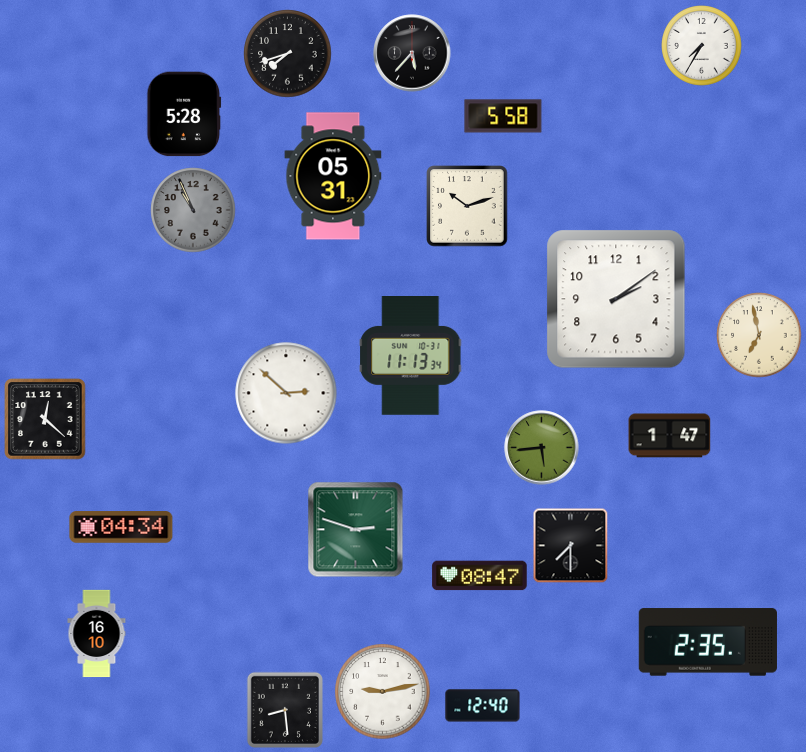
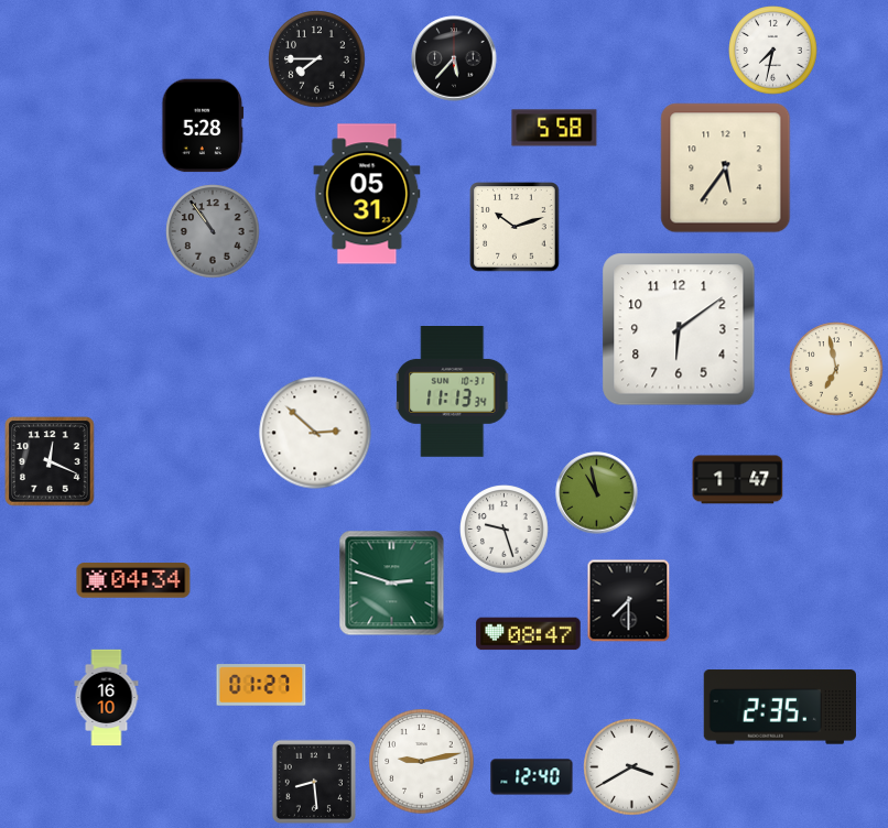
clock at (702, 46): 7:35 -> 7:32
clock at (288, 54): 7:42 -> 7:45
clock at (726, 168): none -> 5:36
clock at (193, 210): 10:56 -> 10:54
clock at (616, 299): 2:09 -> 6:09
clock at (45, 419): 12:22 -> 12:19
clock at (542, 448): 5:44 -> 10:58
clock at (505, 530): none -> 9:27
clock at (261, 685): none -> 01:27
clock at (632, 767): none -> 3:40
